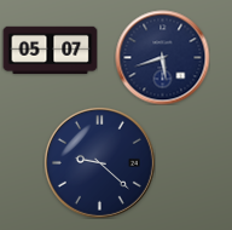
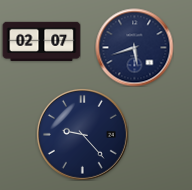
clock at (50, 50): 05:07 -> 02:07
clock at (99, 162): 9:22 -> 9:23
